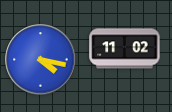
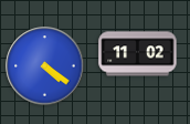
clock at (41, 60): 4:17 -> 4:21
